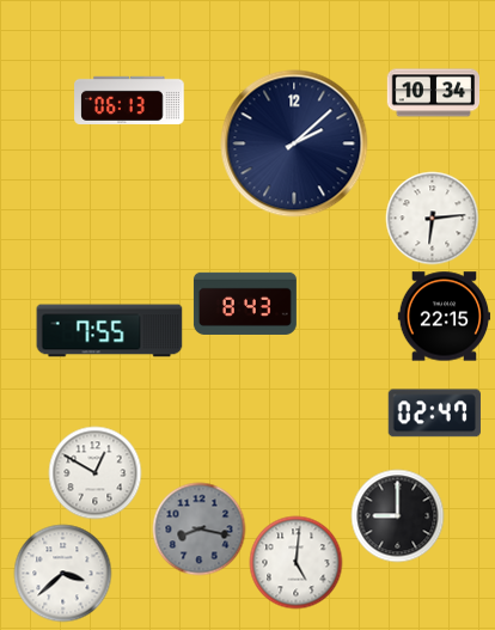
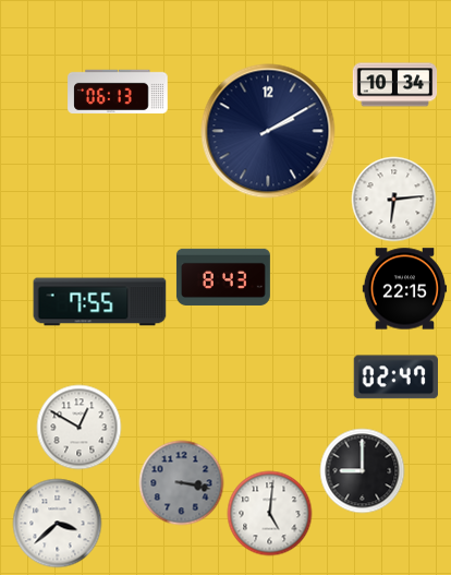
clock at (294, 143): 2:08 -> 2:10
clock at (94, 472) position: (94, 472) -> (78, 427)
clock at (198, 528): 8:17 -> 3:17
